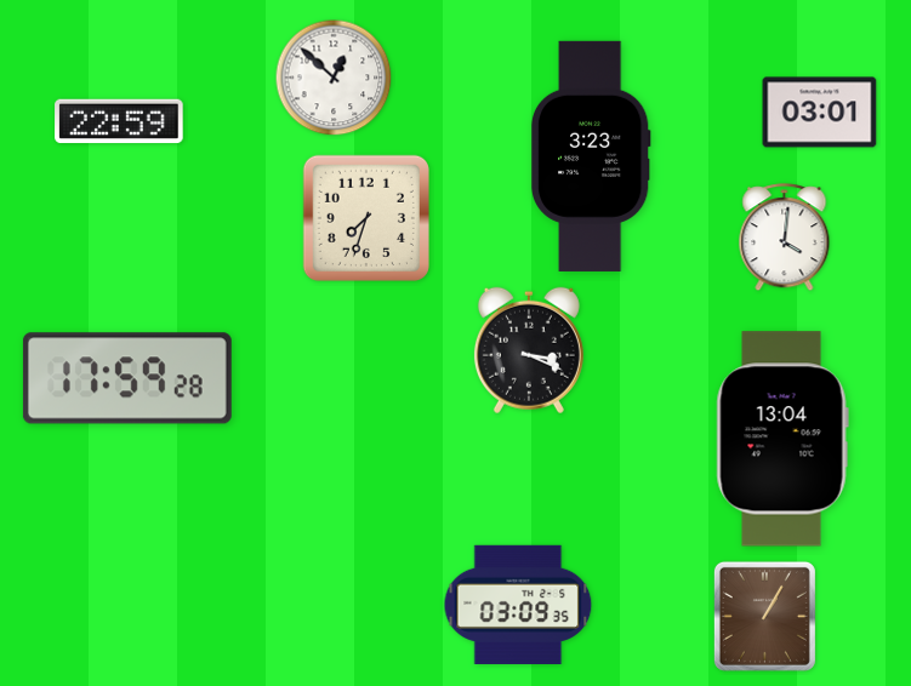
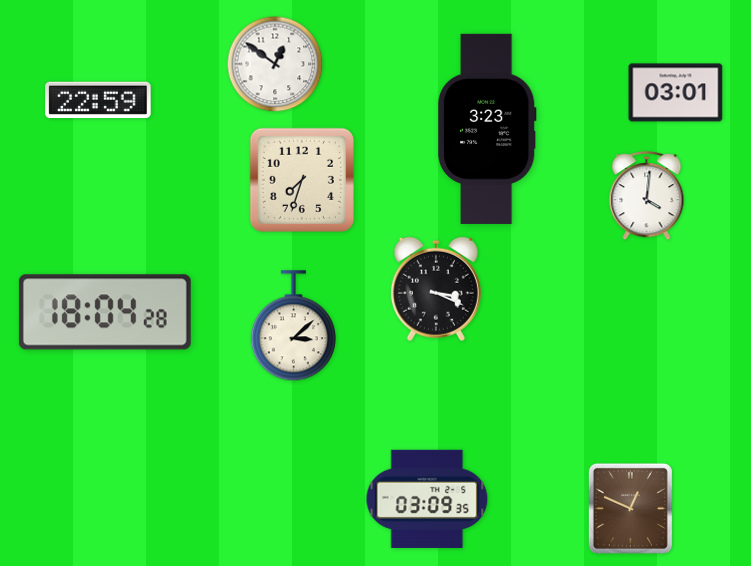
clock at (334, 78): 12:52 -> 12:51
clock at (127, 378): 17:59 -> 18:04
clock at (293, 326): none -> 3:08
clock at (782, 439): 13:04 -> none
clock at (764, 616): 1:05 -> 12:49
